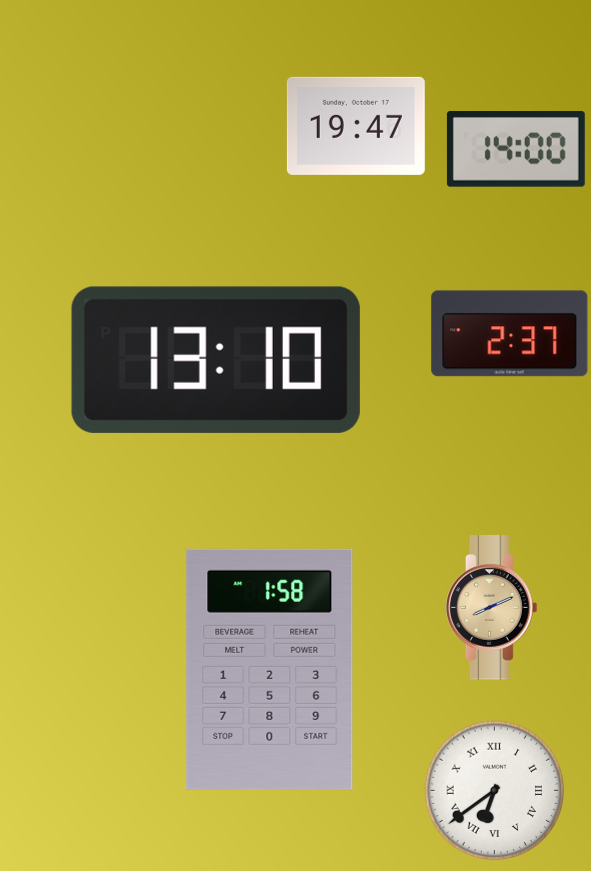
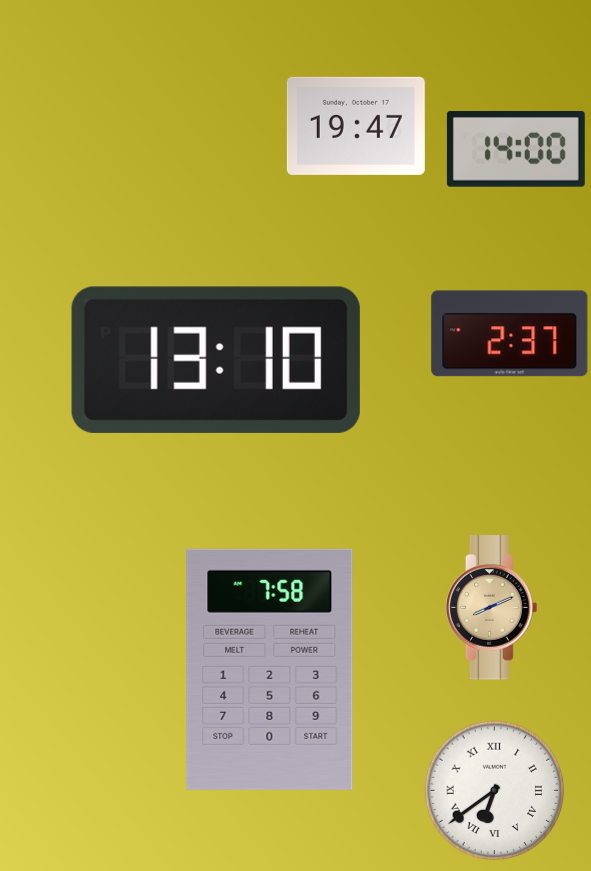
clock at (270, 669): 1:58 -> 7:58
